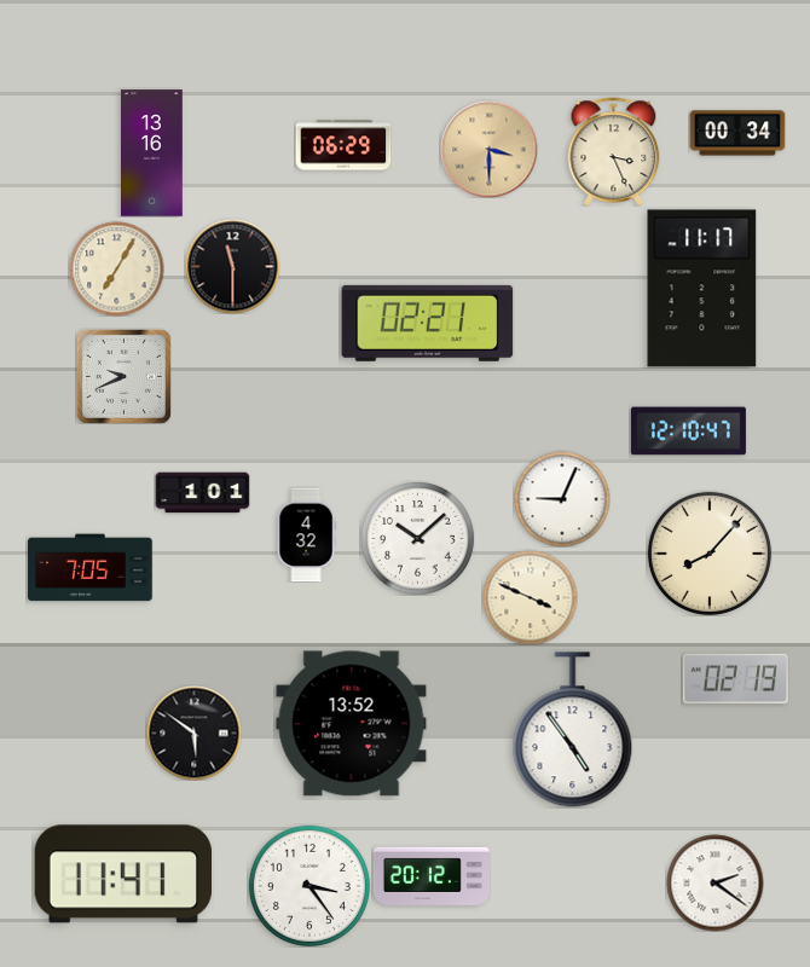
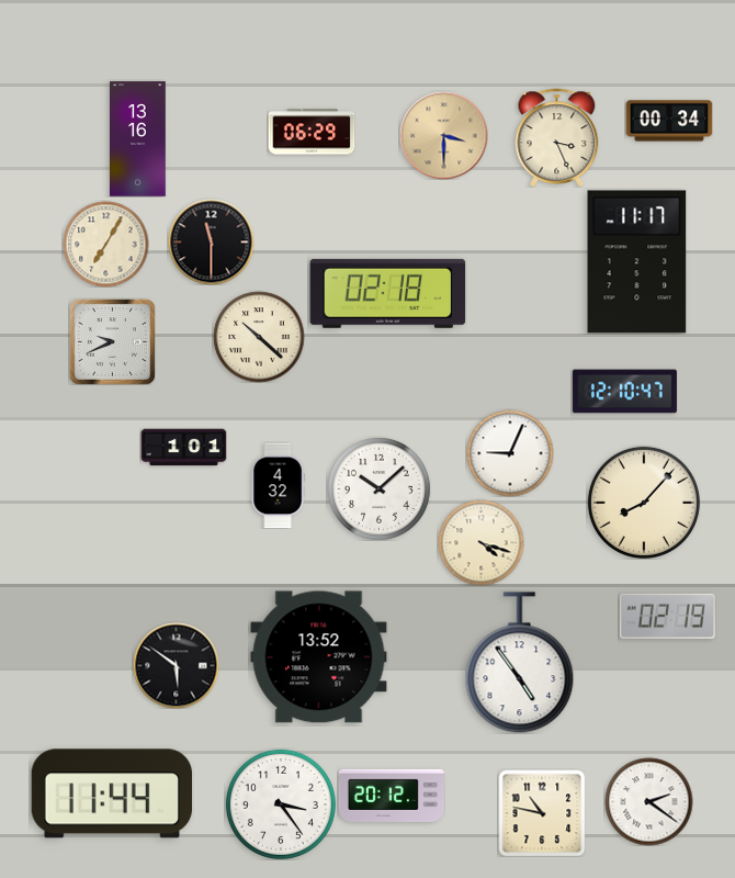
clock at (428, 323): 02:21 -> 02:18
clock at (259, 337): none -> 10:22
clock at (91, 568): 7:05 -> none
clock at (530, 597): 3:49 -> 4:18
clock at (122, 874): 11:41 -> 11:44
clock at (542, 813): none -> 10:47
